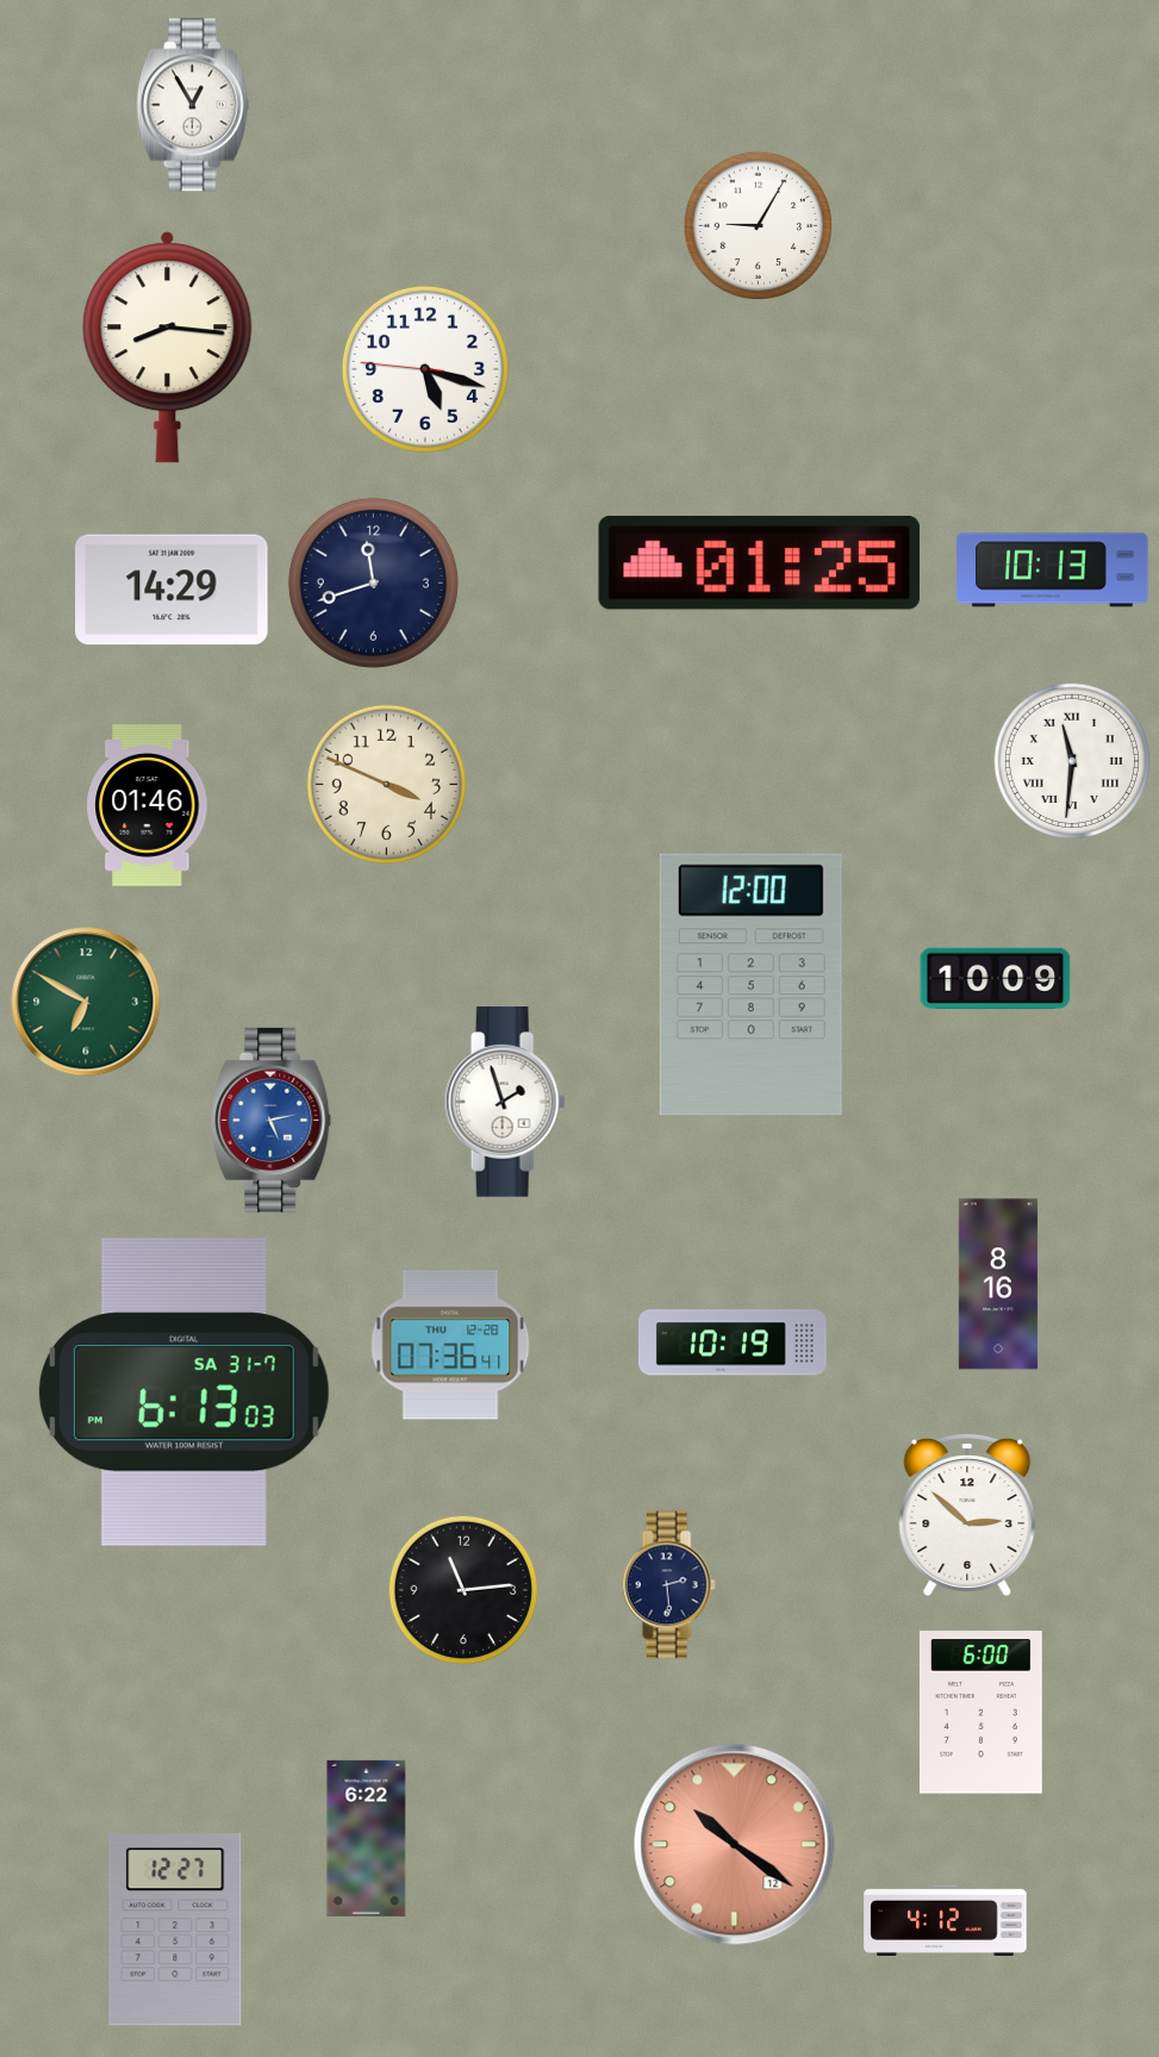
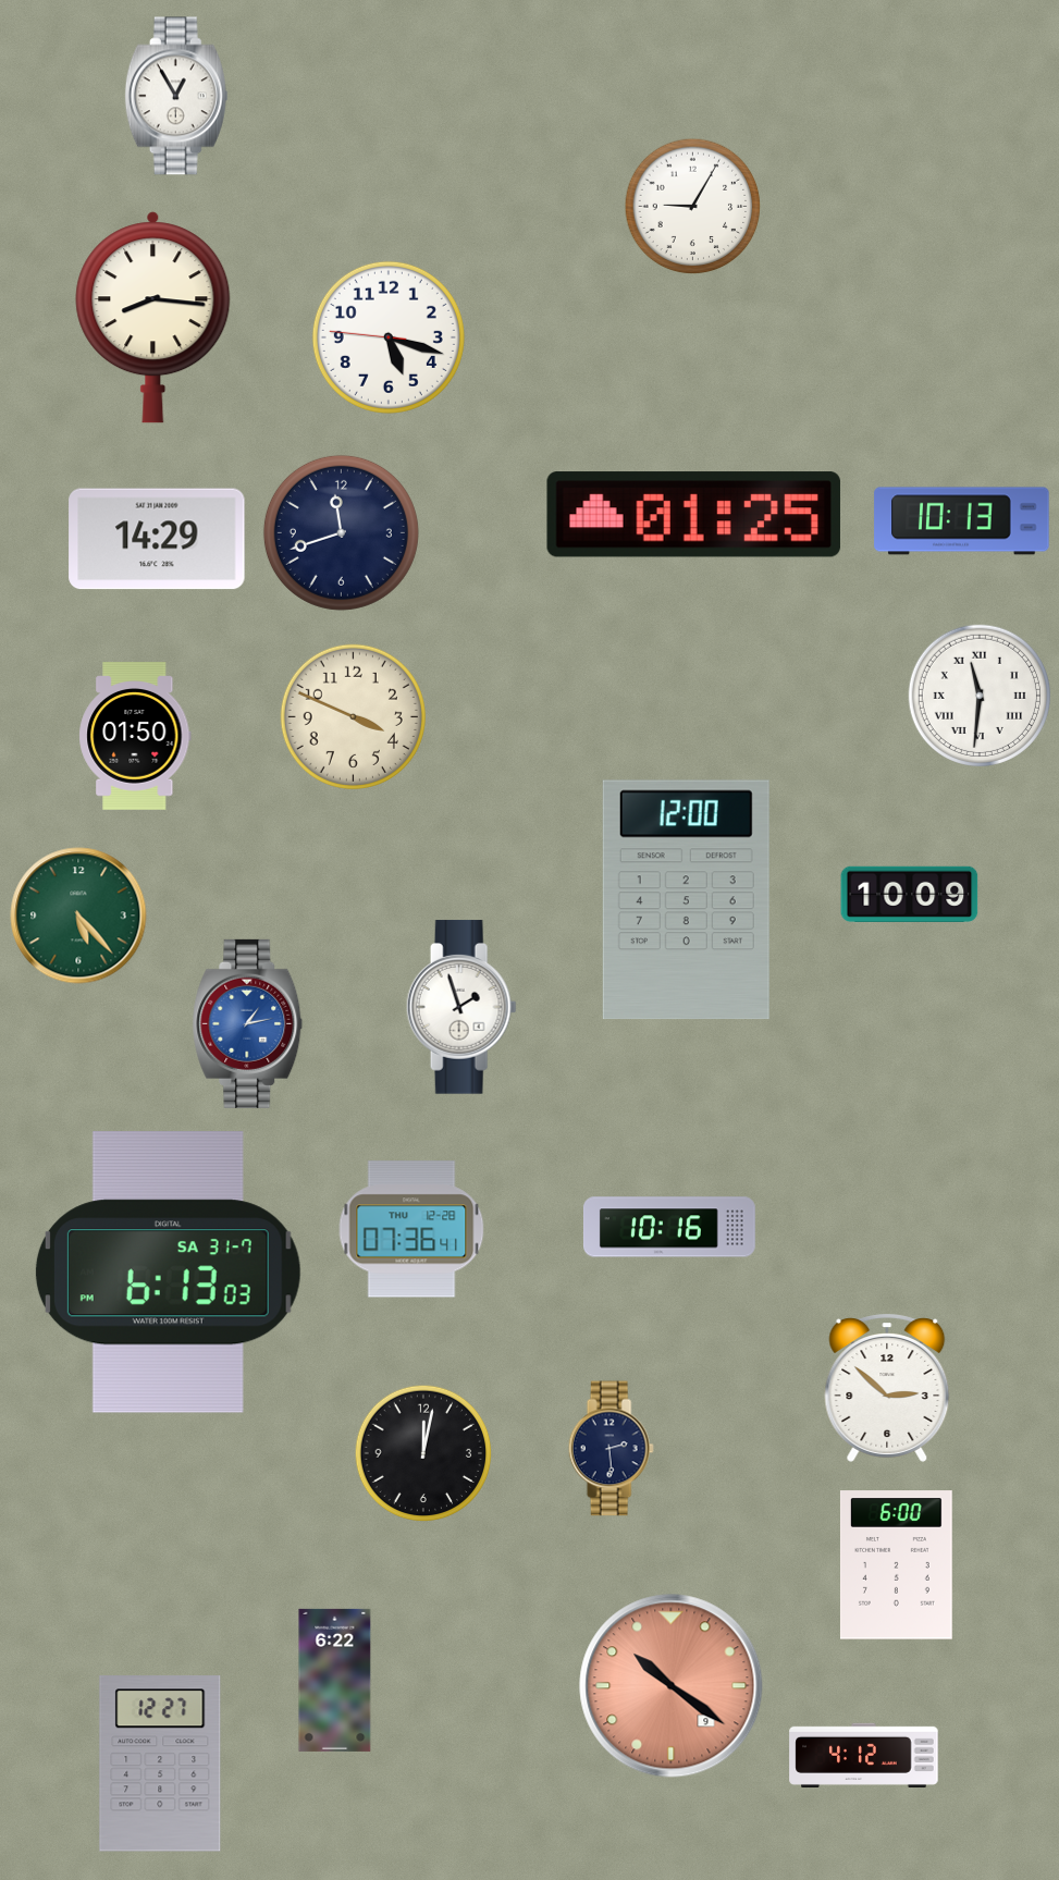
clock at (148, 805): 01:46 -> 01:50
clock at (86, 1002): 6:50 -> 5:23
clock at (272, 1120): 5:13 -> 1:13
clock at (998, 1284): 8:16 -> none
clock at (733, 1342): 10:19 -> 10:16
clock at (967, 1515) position: (967, 1515) -> (887, 1388)
clock at (463, 1590): 11:14 -> 12:02
clock at (735, 1845) date: 12 -> 9
